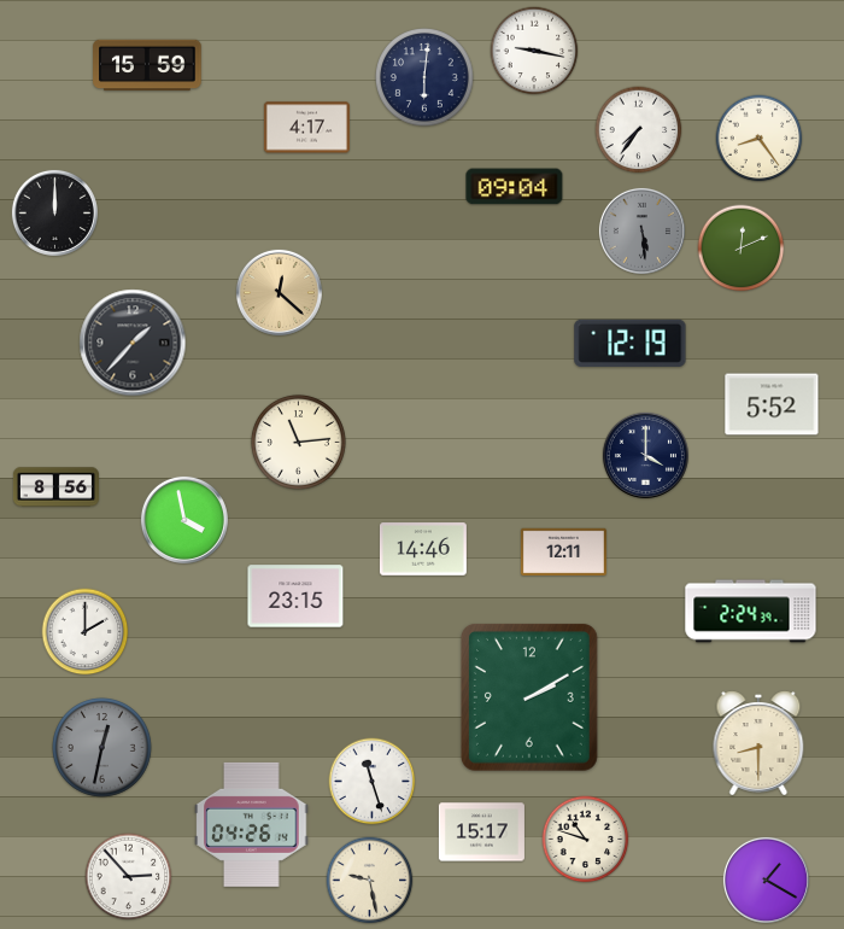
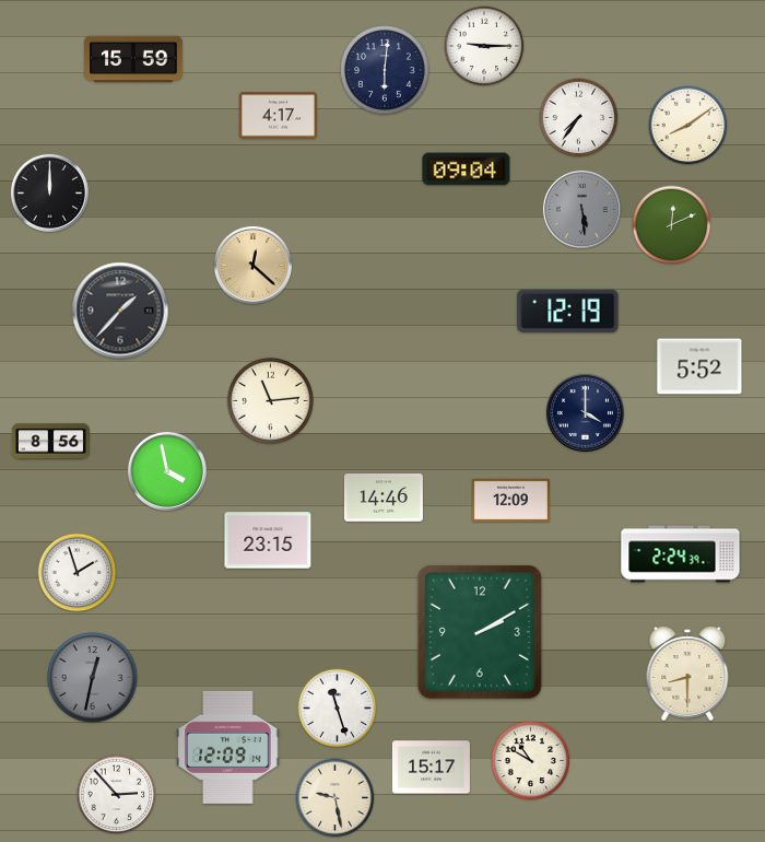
clock at (534, 51): 9:17 -> 9:15
clock at (760, 139): 8:24 -> 8:09
clock at (631, 343) position: (631, 343) -> (568, 311)
clock at (563, 551): 12:11 -> 12:09
clock at (86, 632): 2:00 -> 1:57
clock at (252, 824): 04:26 -> 12:09
clock at (481, 832) position: (481, 832) -> (431, 768)
clock at (586, 840): 10:48 -> 10:50
clock at (766, 880): 1:20 -> none
